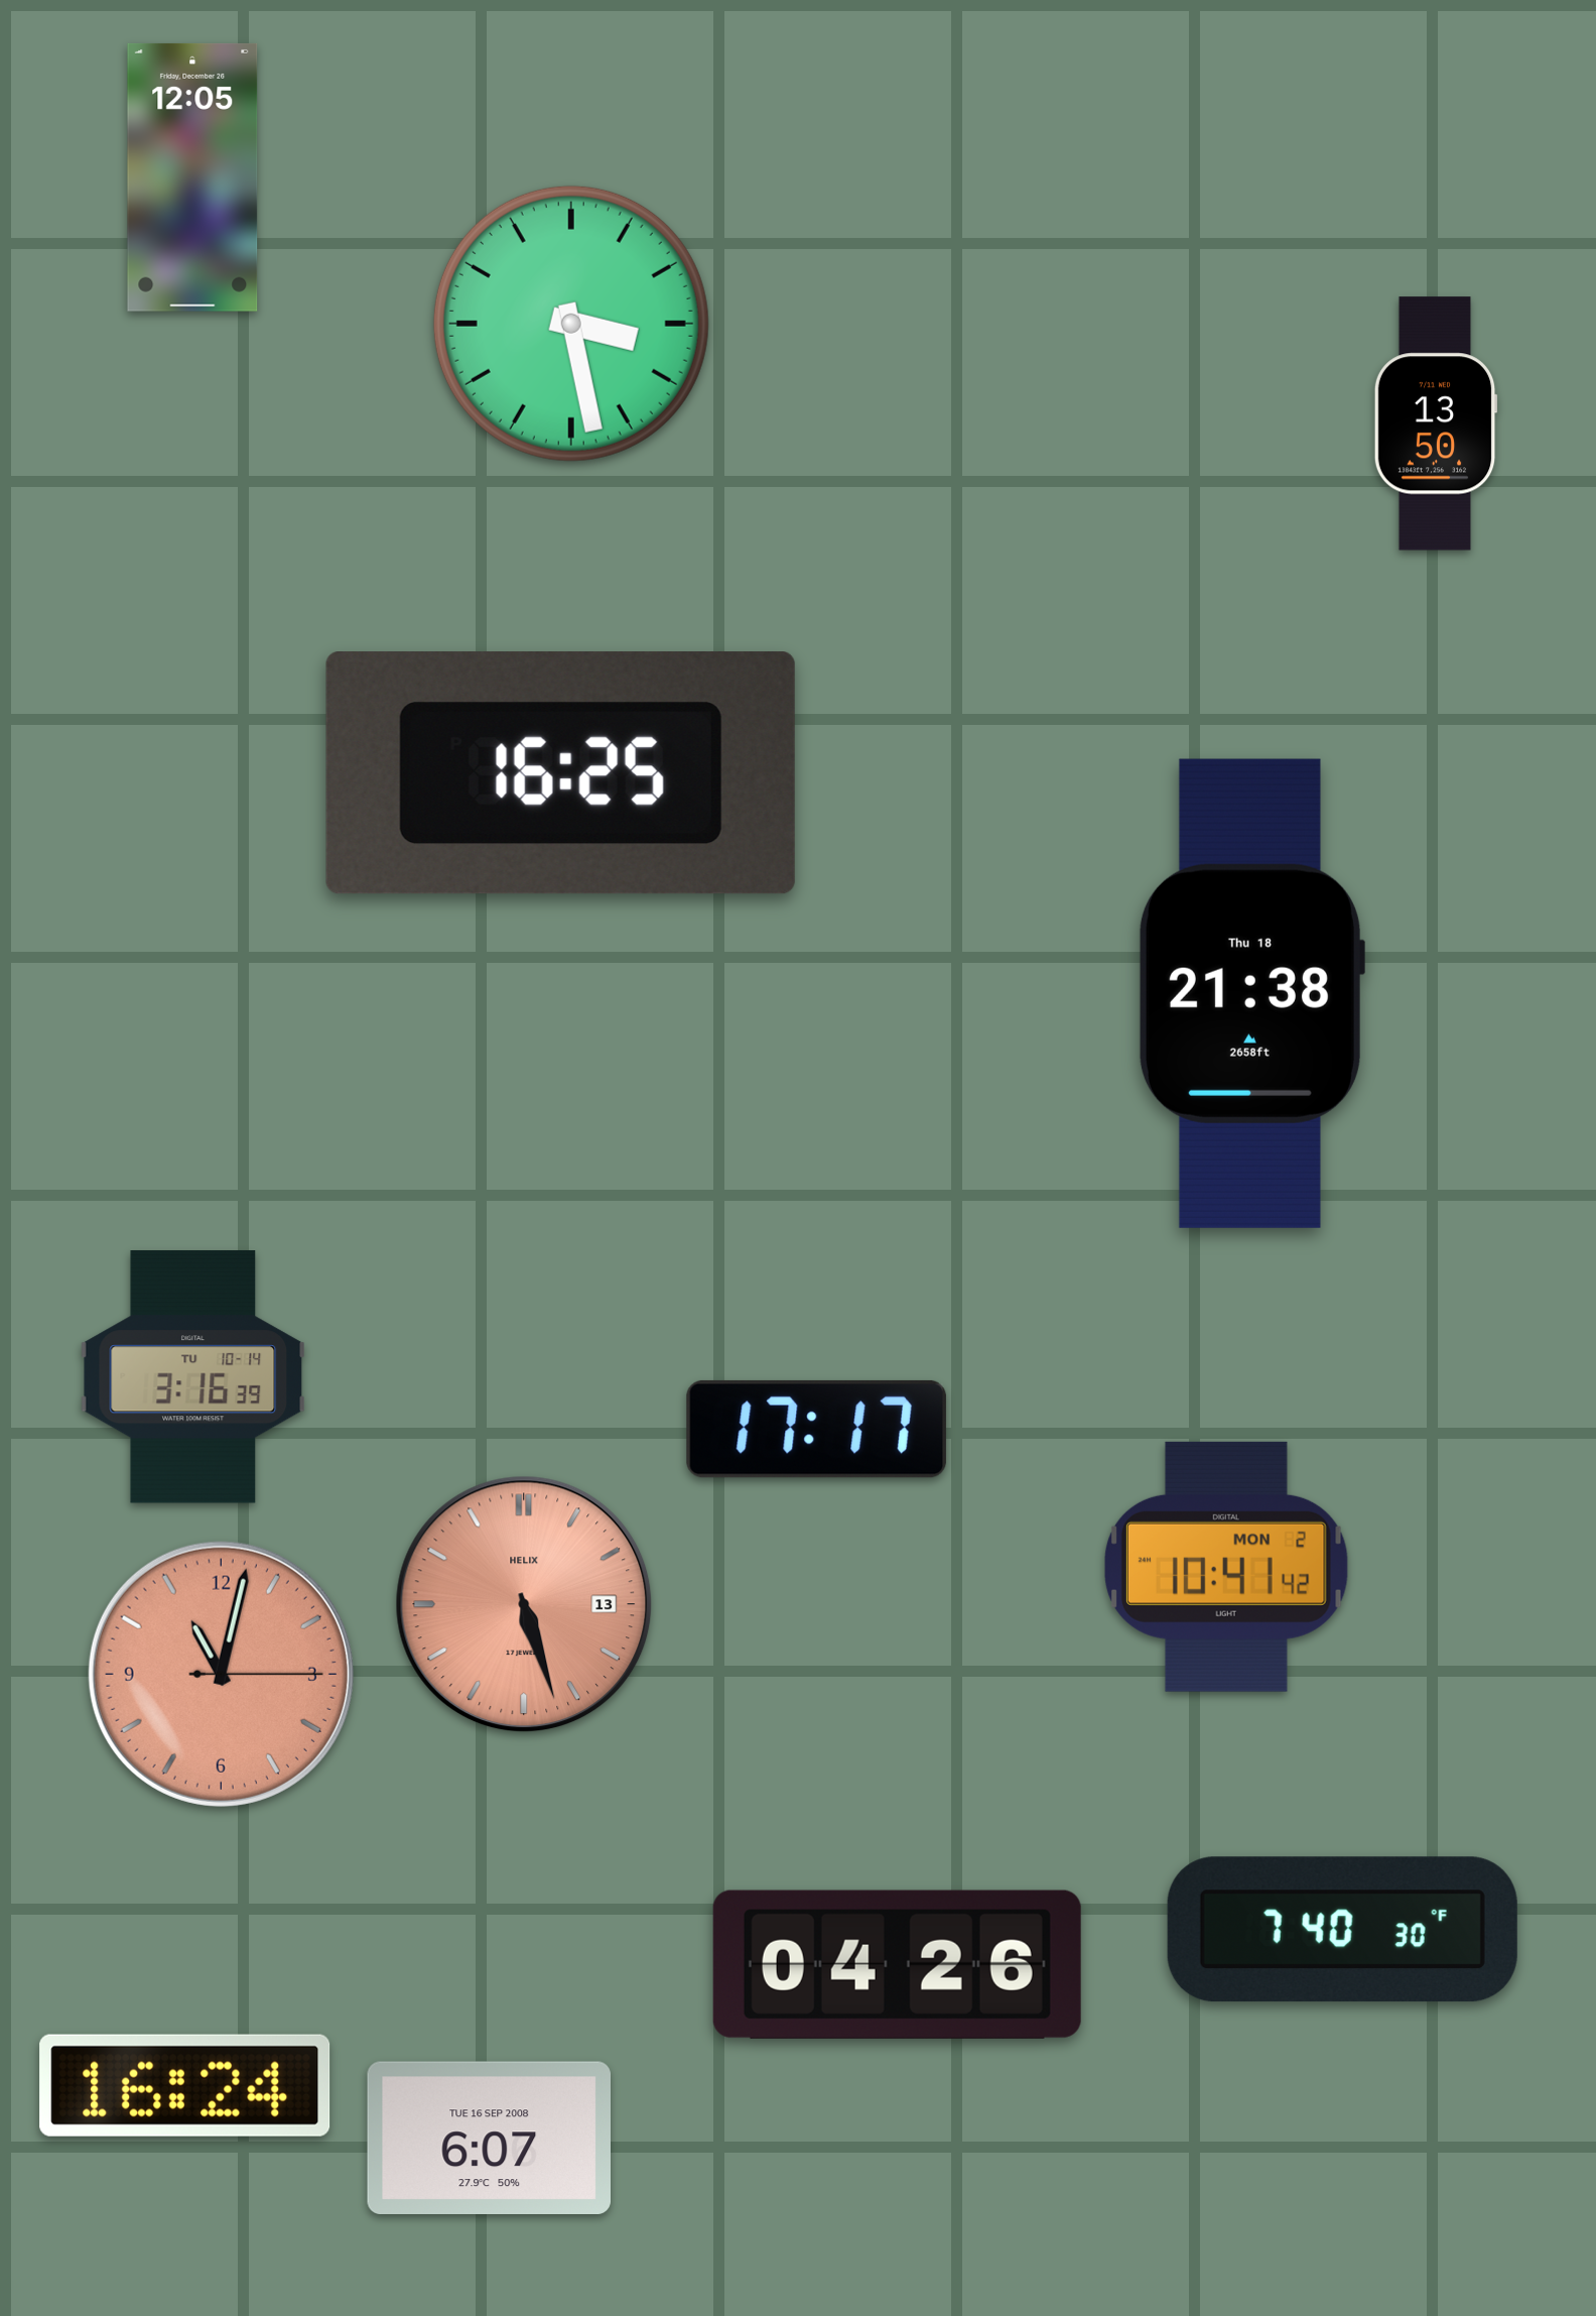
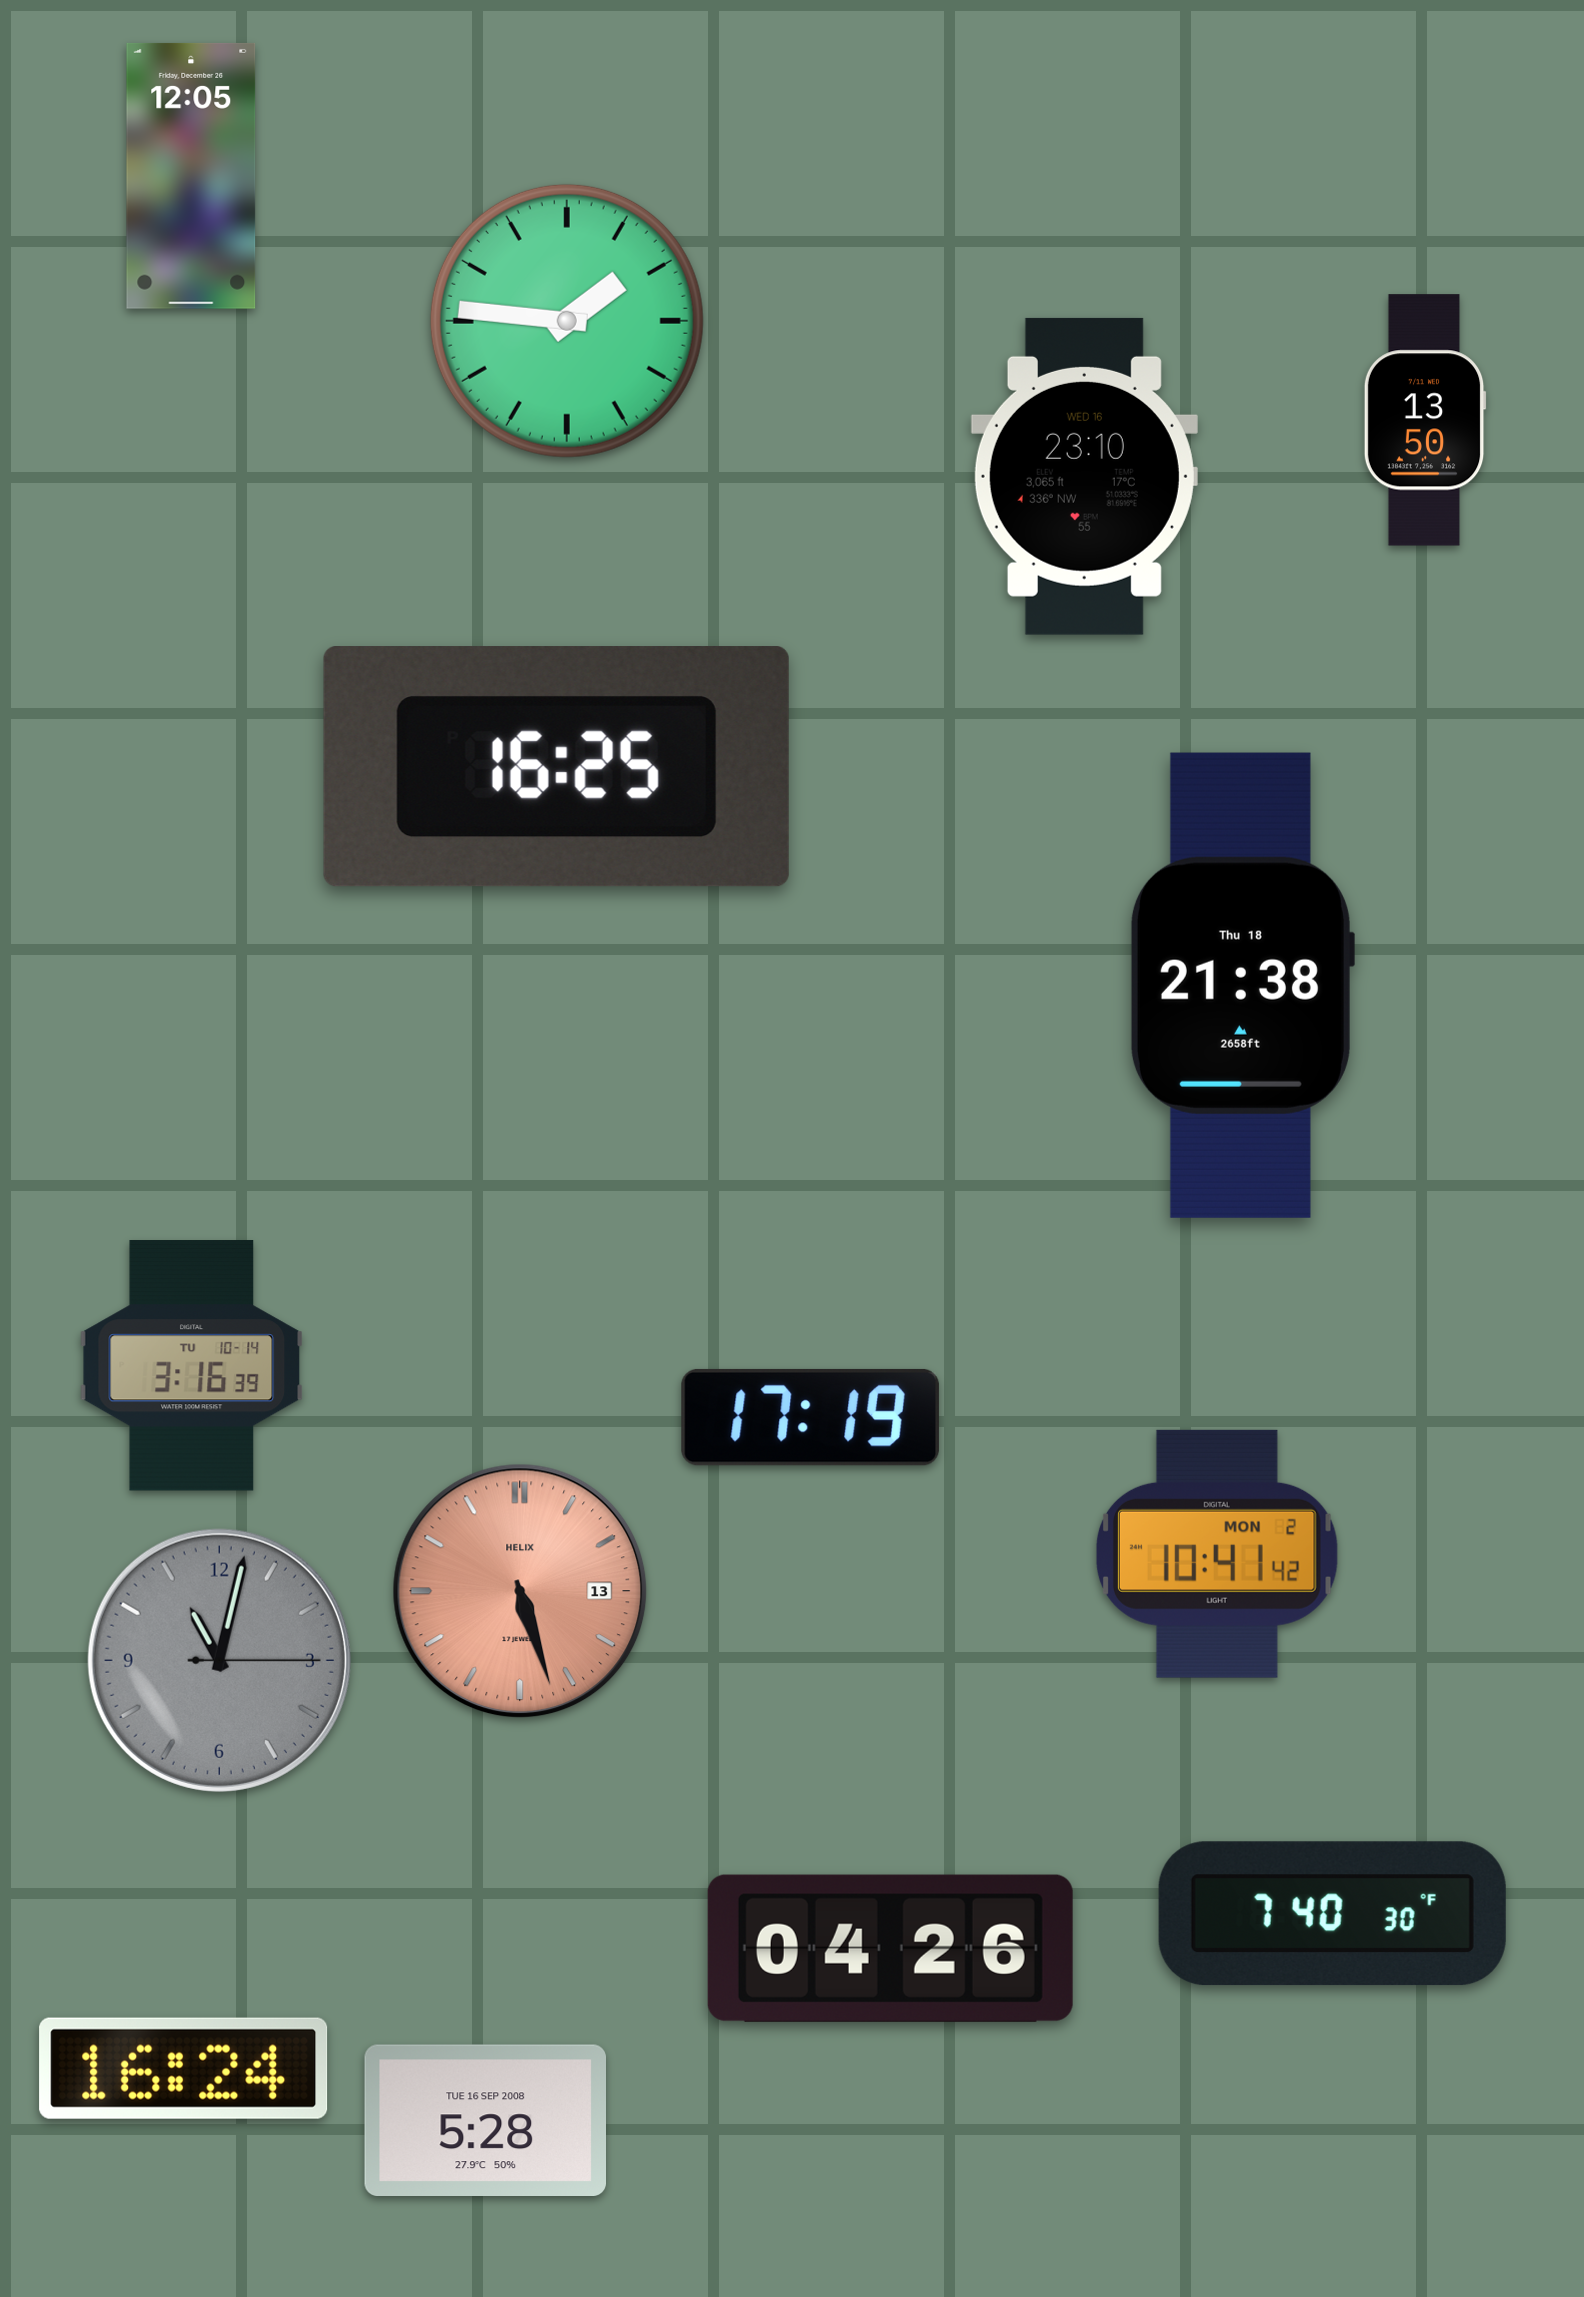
clock at (571, 324): 3:28 -> 1:46
clock at (1084, 476): none -> 23:10
clock at (816, 1429): 17:17 -> 17:19
clock at (221, 1674) dial: salmon -> grey
clock at (489, 2138): 6:07 -> 5:28
